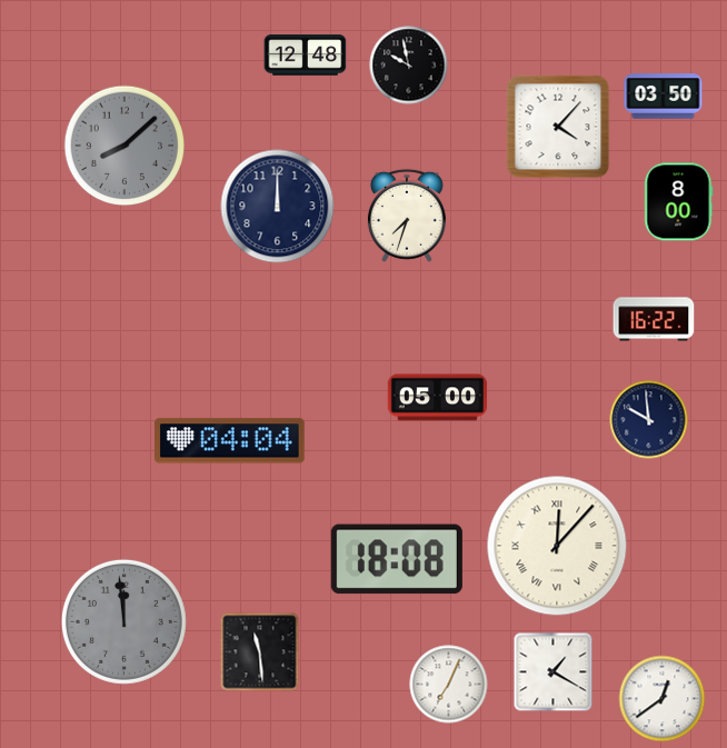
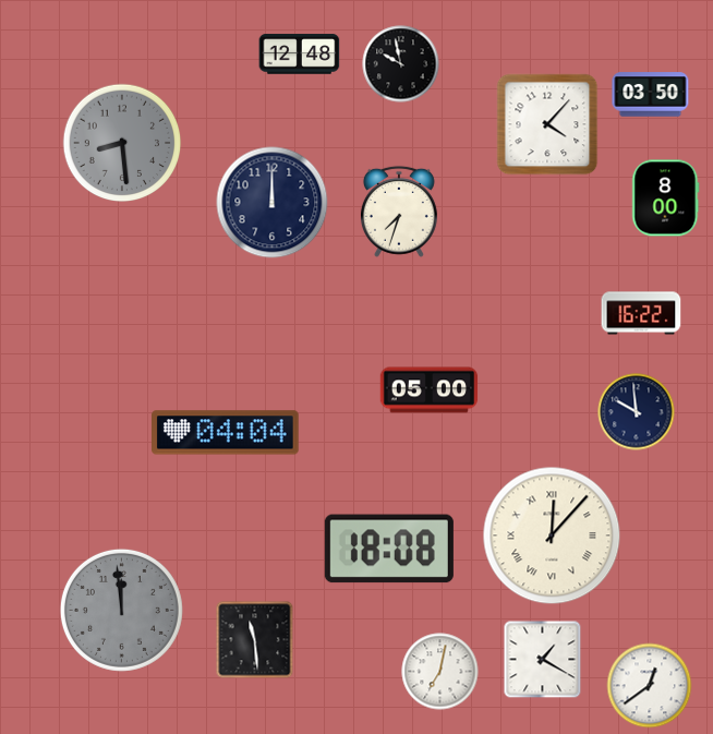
clock at (125, 146): 8:08 -> 8:29
clock at (557, 546) position: (557, 546) -> (552, 536)
clock at (449, 685): 7:04 -> 7:02
